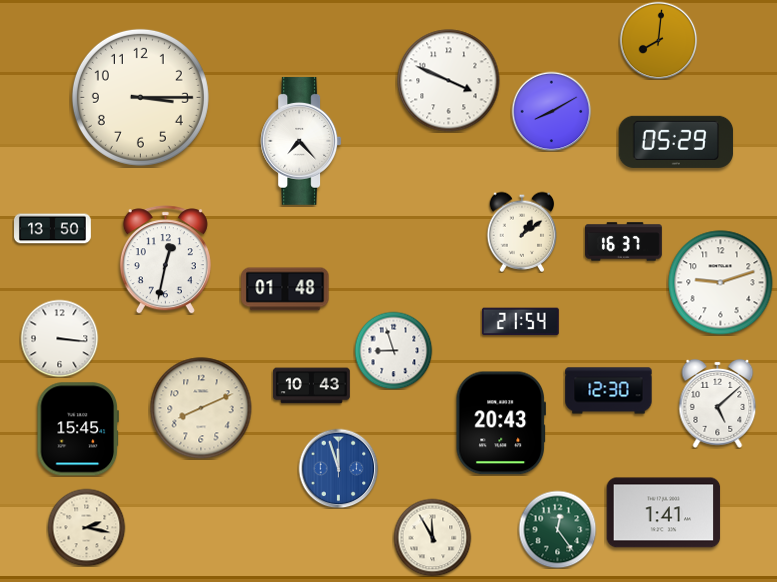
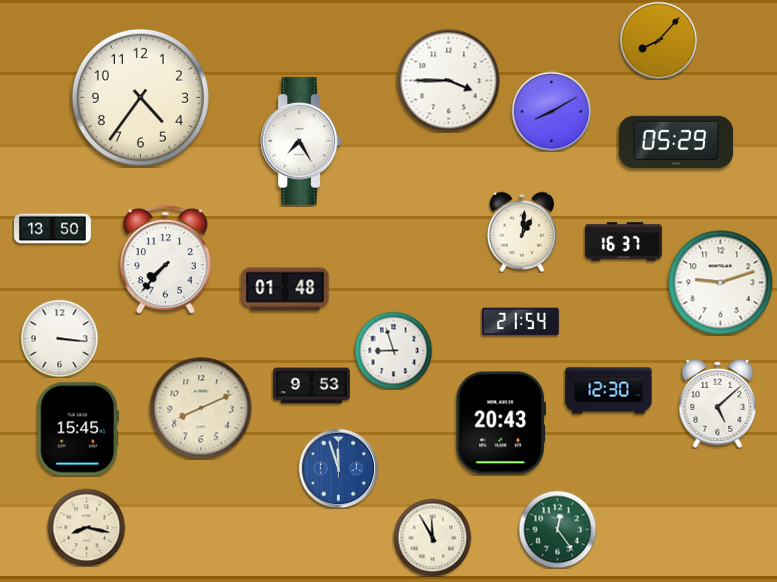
clock at (658, 40): 8:01 -> 8:07
clock at (449, 81): 3:49 -> 3:45
clock at (140, 97): 3:15 -> 4:36
clock at (301, 141): 7:23 -> 7:25
clock at (522, 232): 1:09 -> 1:01
clock at (165, 260): 12:32 -> 7:37
clock at (311, 386): 10:43 -> 9:53
clock at (664, 513): 1:41 -> none
clock at (86, 527): 2:17 -> 8:17
